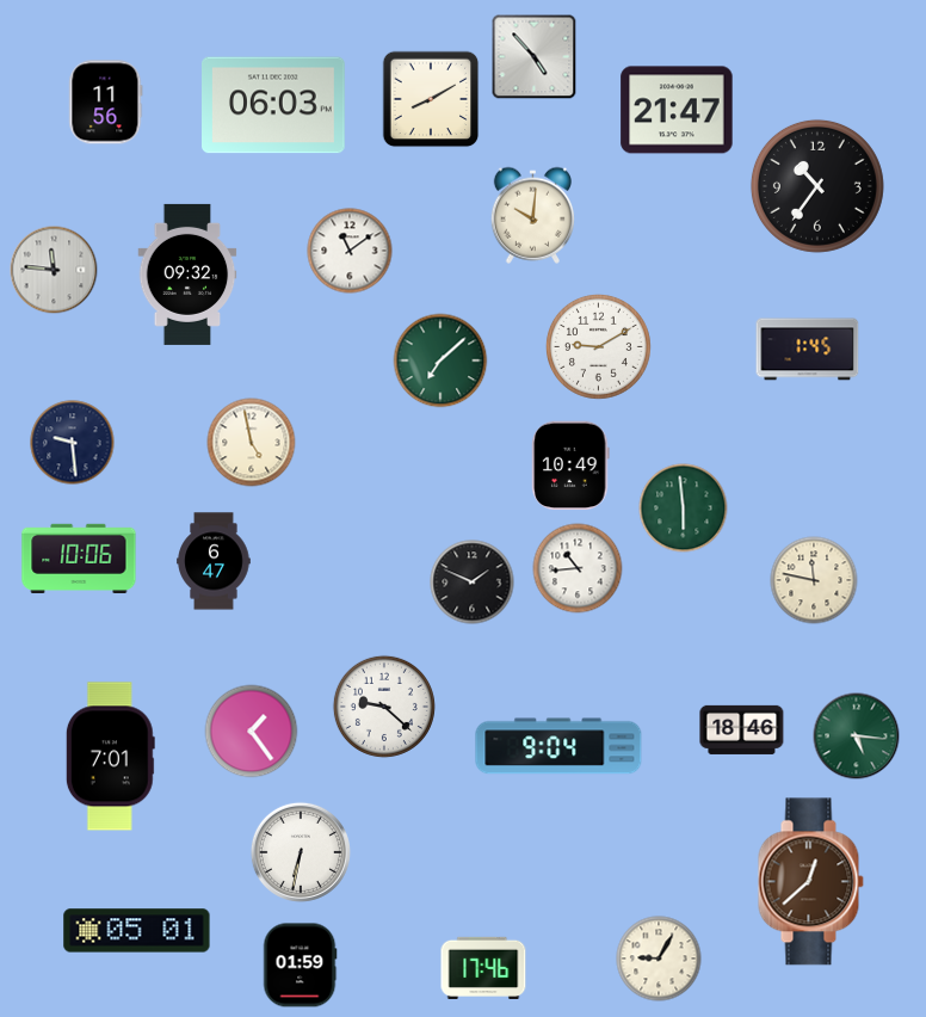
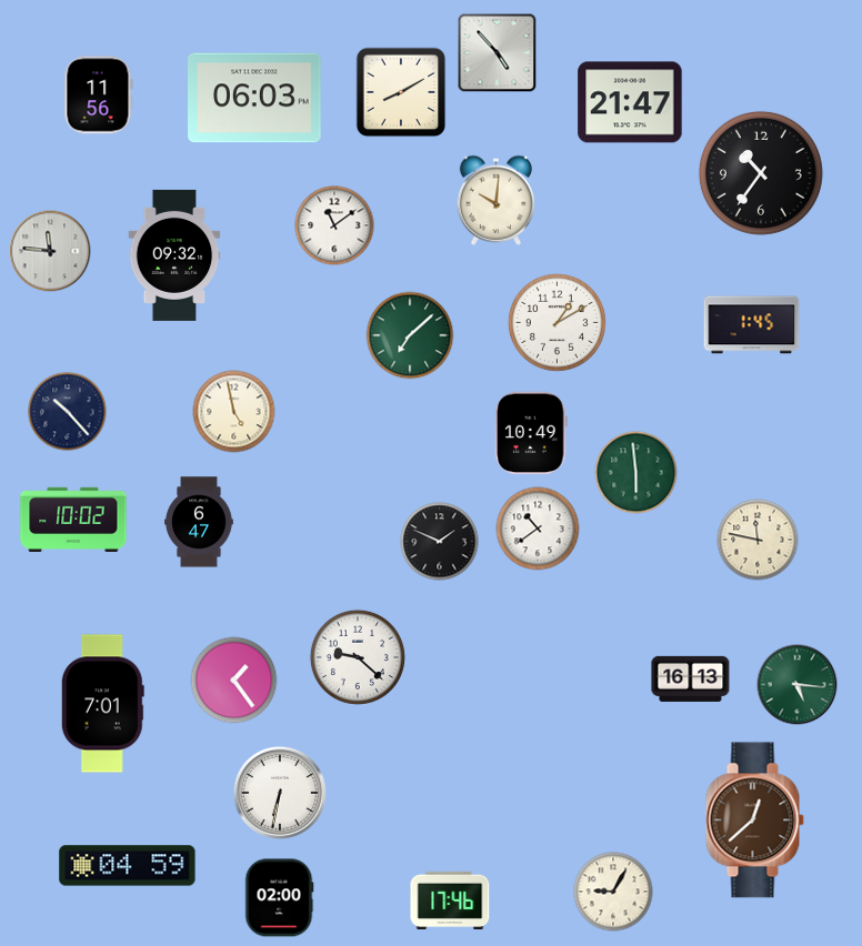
clock at (350, 251) position: (350, 251) -> (334, 225)
clock at (599, 347): 9:10 -> 1:10
clock at (73, 443): 9:29 -> 10:23
clock at (79, 557): 10:06 -> 10:02
clock at (578, 568): 10:44 -> 10:39
clock at (742, 729): 18:46 -> 16:13
clock at (558, 746): 9:04 -> none
clock at (137, 931): 05:01 -> 04:59
clock at (300, 966): 01:59 -> 02:00
